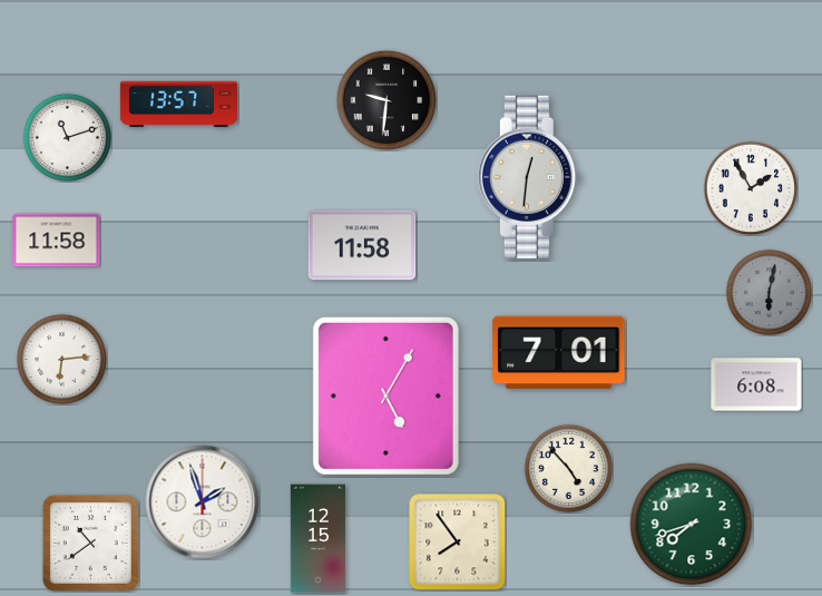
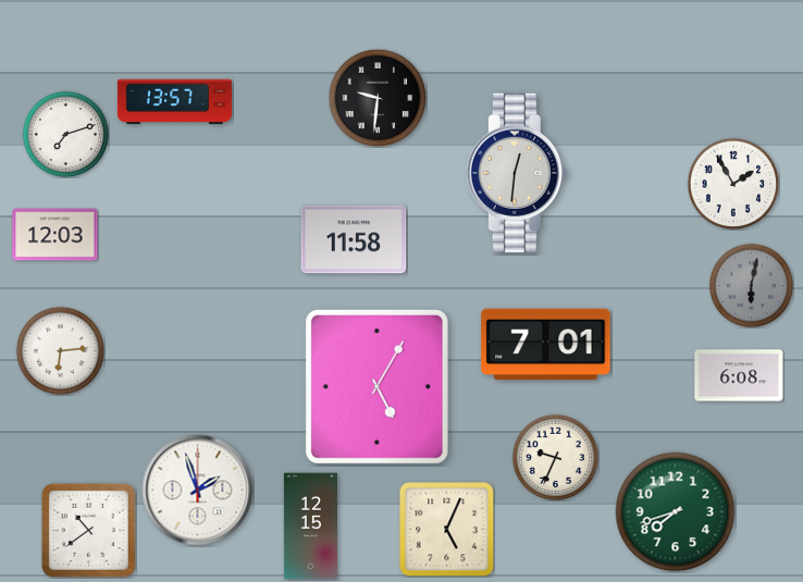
clock at (67, 137): 11:12 -> 7:12
clock at (57, 241): 11:58 -> 12:03
clock at (568, 468): 4:53 -> 9:34
clock at (458, 543): 7:54 -> 5:04
